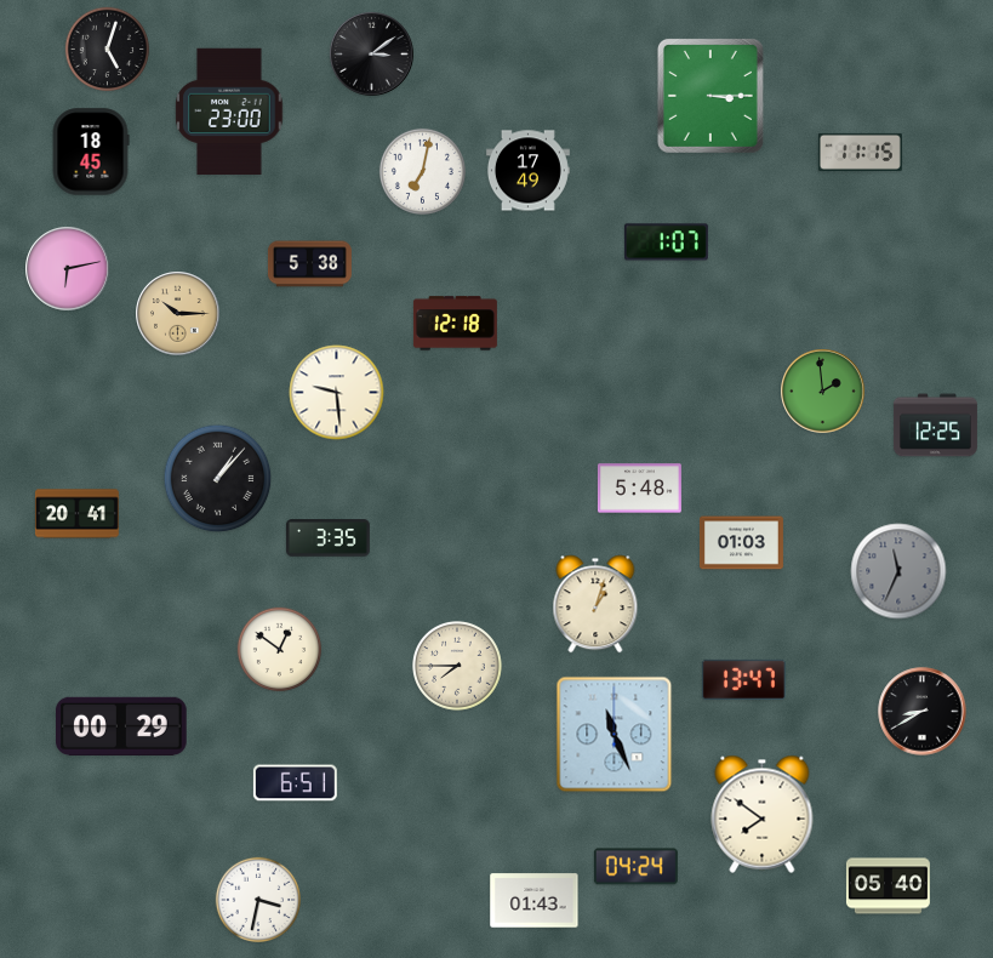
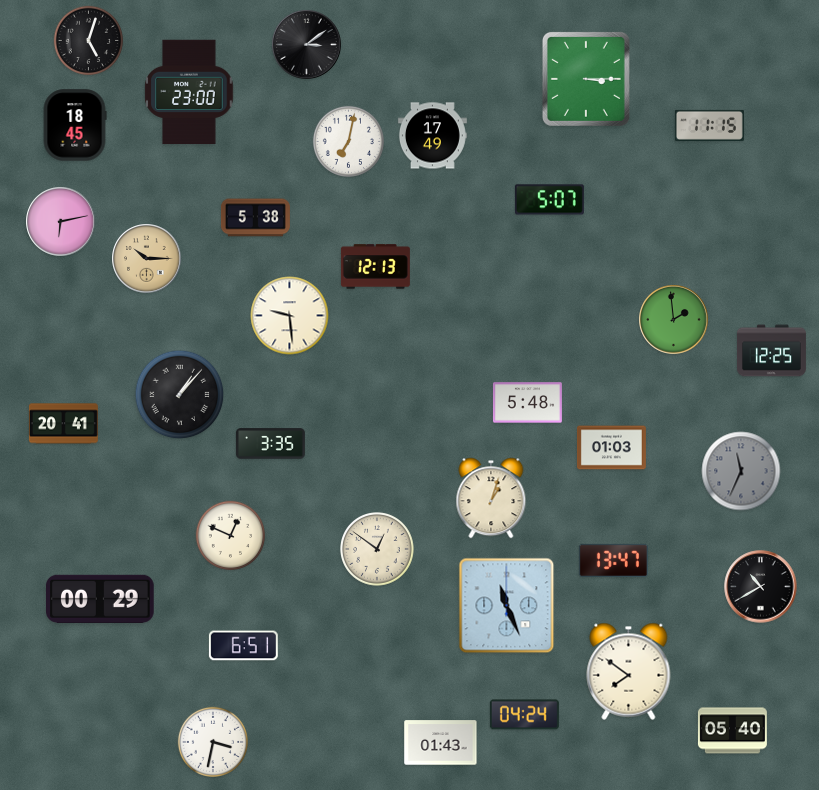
clock at (527, 171) position: (527, 171) -> (432, 136)
clock at (666, 243): 1:07 -> 5:07
clock at (68, 269) position: (68, 269) -> (61, 222)
clock at (455, 324): 12:18 -> 12:13
clock at (823, 392) position: (823, 392) -> (674, 320)
clock at (337, 393) position: (337, 393) -> (290, 316)
clock at (280, 650): 12:51 -> 12:49
clock at (457, 666): 7:45 -> 12:51
clock at (923, 712): 8:40 -> 10:40
